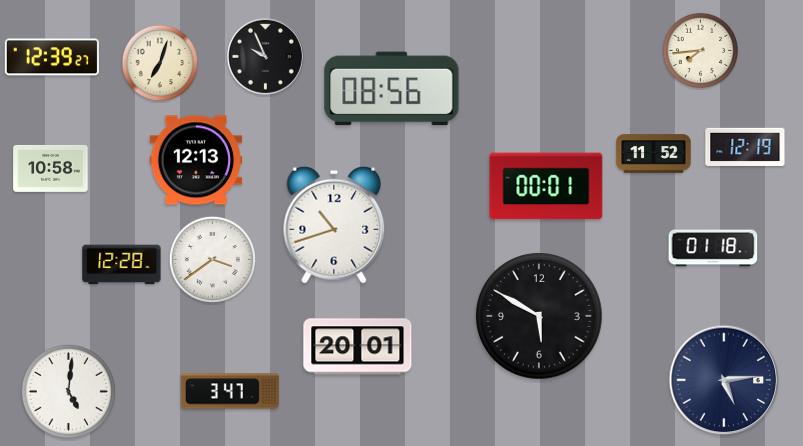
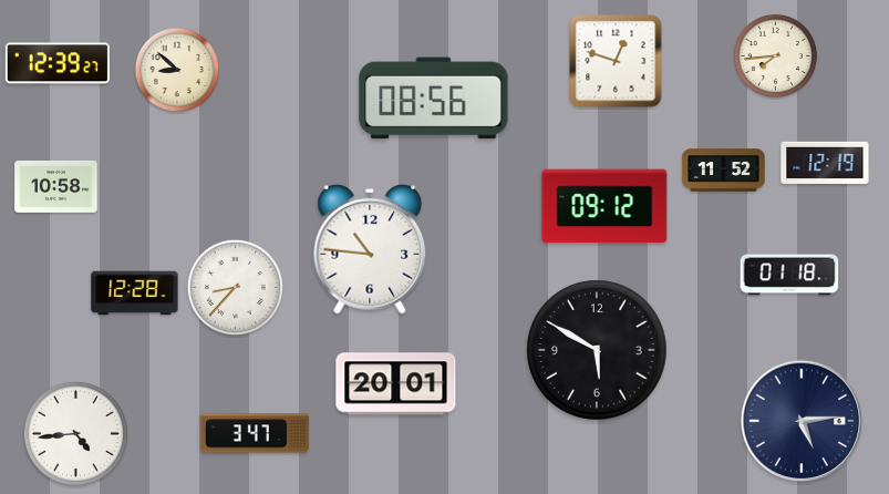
clock at (616, 61): none -> 12:48
clock at (265, 56): 9:56 -> none
clock at (160, 63): 7:03 -> 8:52
clock at (196, 160): 12:13 -> none
clock at (546, 186): 00:01 -> 09:12
clock at (334, 225): 10:42 -> 10:46
clock at (212, 259): 3:39 -> 8:37
clock at (68, 391): 5:01 -> 4:44
